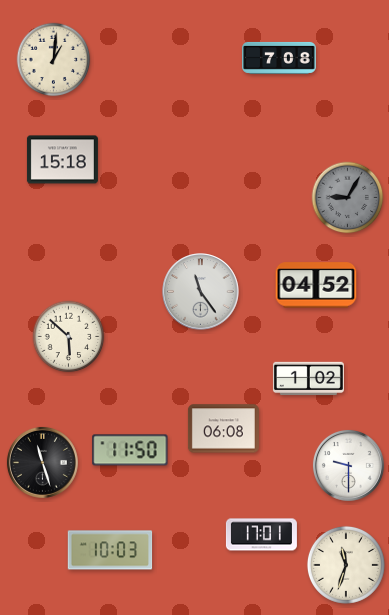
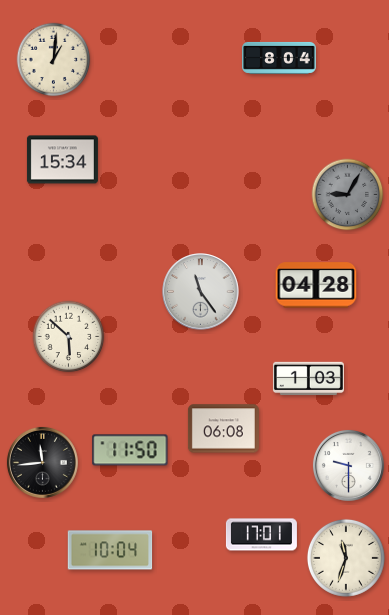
clock at (279, 58): 7:08 -> 8:04
clock at (62, 160): 15:18 -> 15:34
clock at (348, 198) position: (348, 198) -> (348, 195)
clock at (316, 285): 04:52 -> 04:28
clock at (308, 379): 1:02 -> 1:03
clock at (42, 462): 11:27 -> 11:44
clock at (110, 550): 10:03 -> 10:04
clock at (346, 565) position: (346, 565) -> (346, 558)
